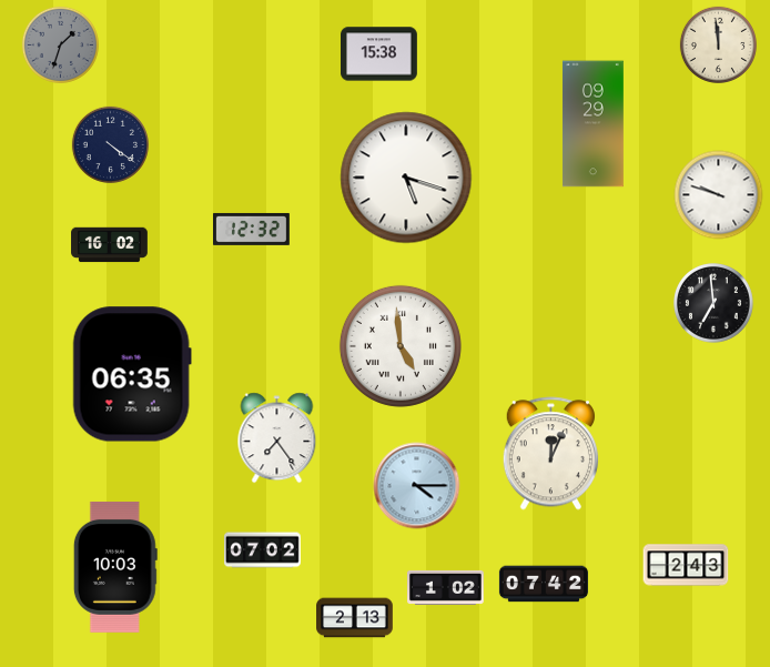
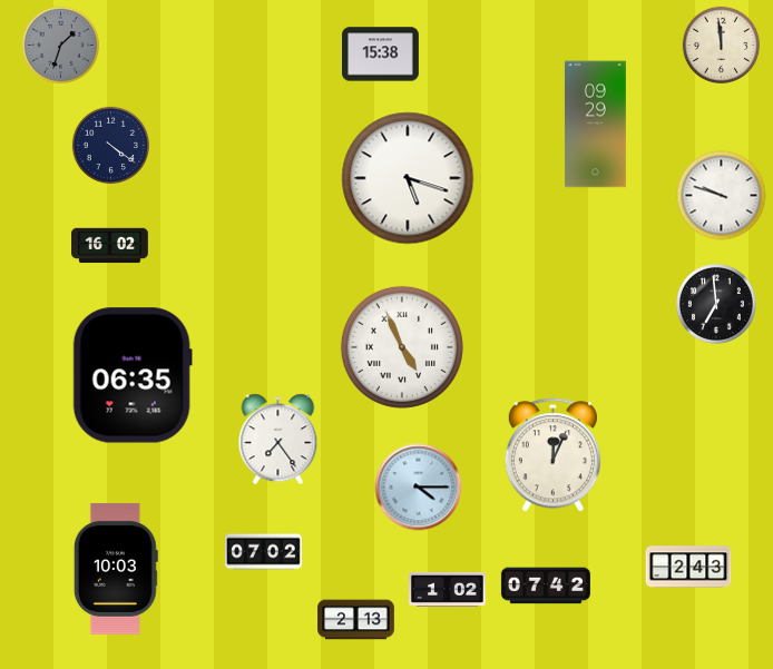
clock at (252, 229): 12:32 -> none
clock at (401, 346): 4:59 -> 4:56
